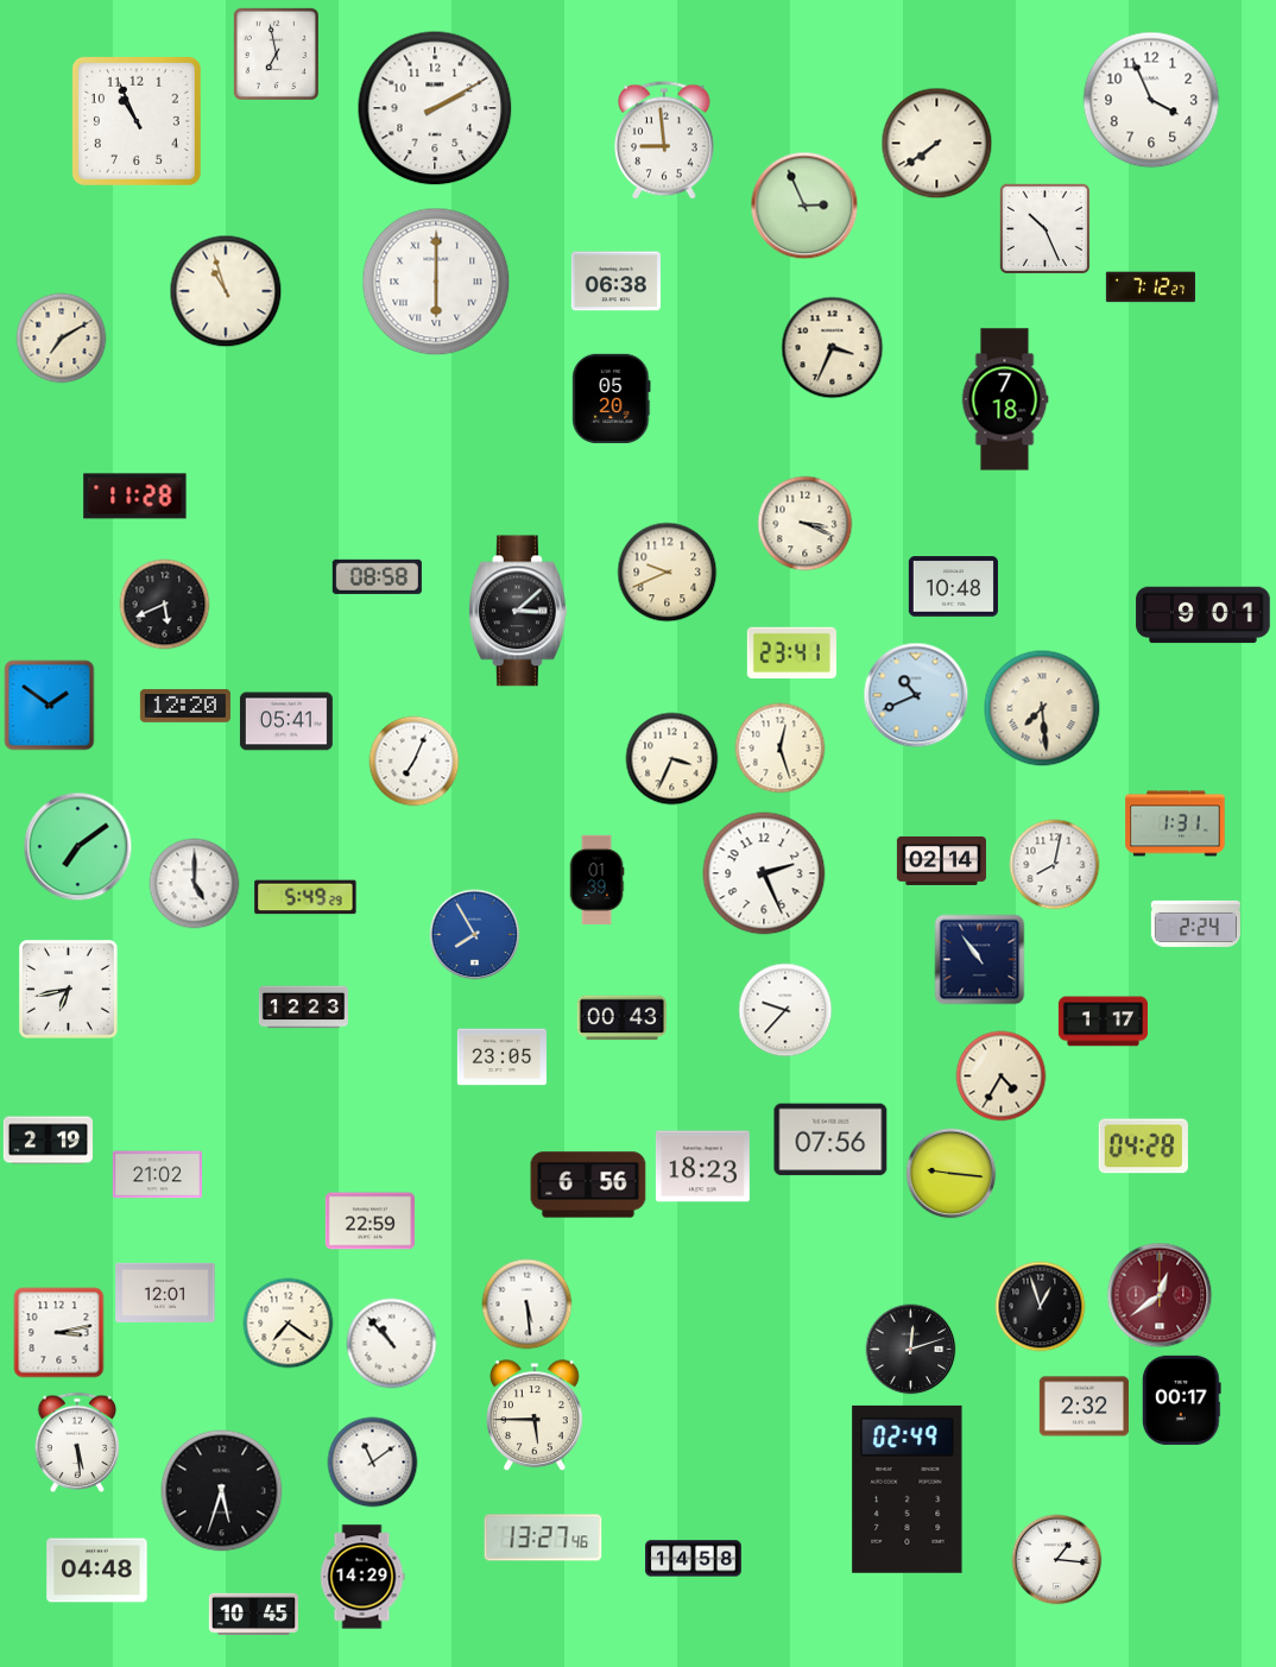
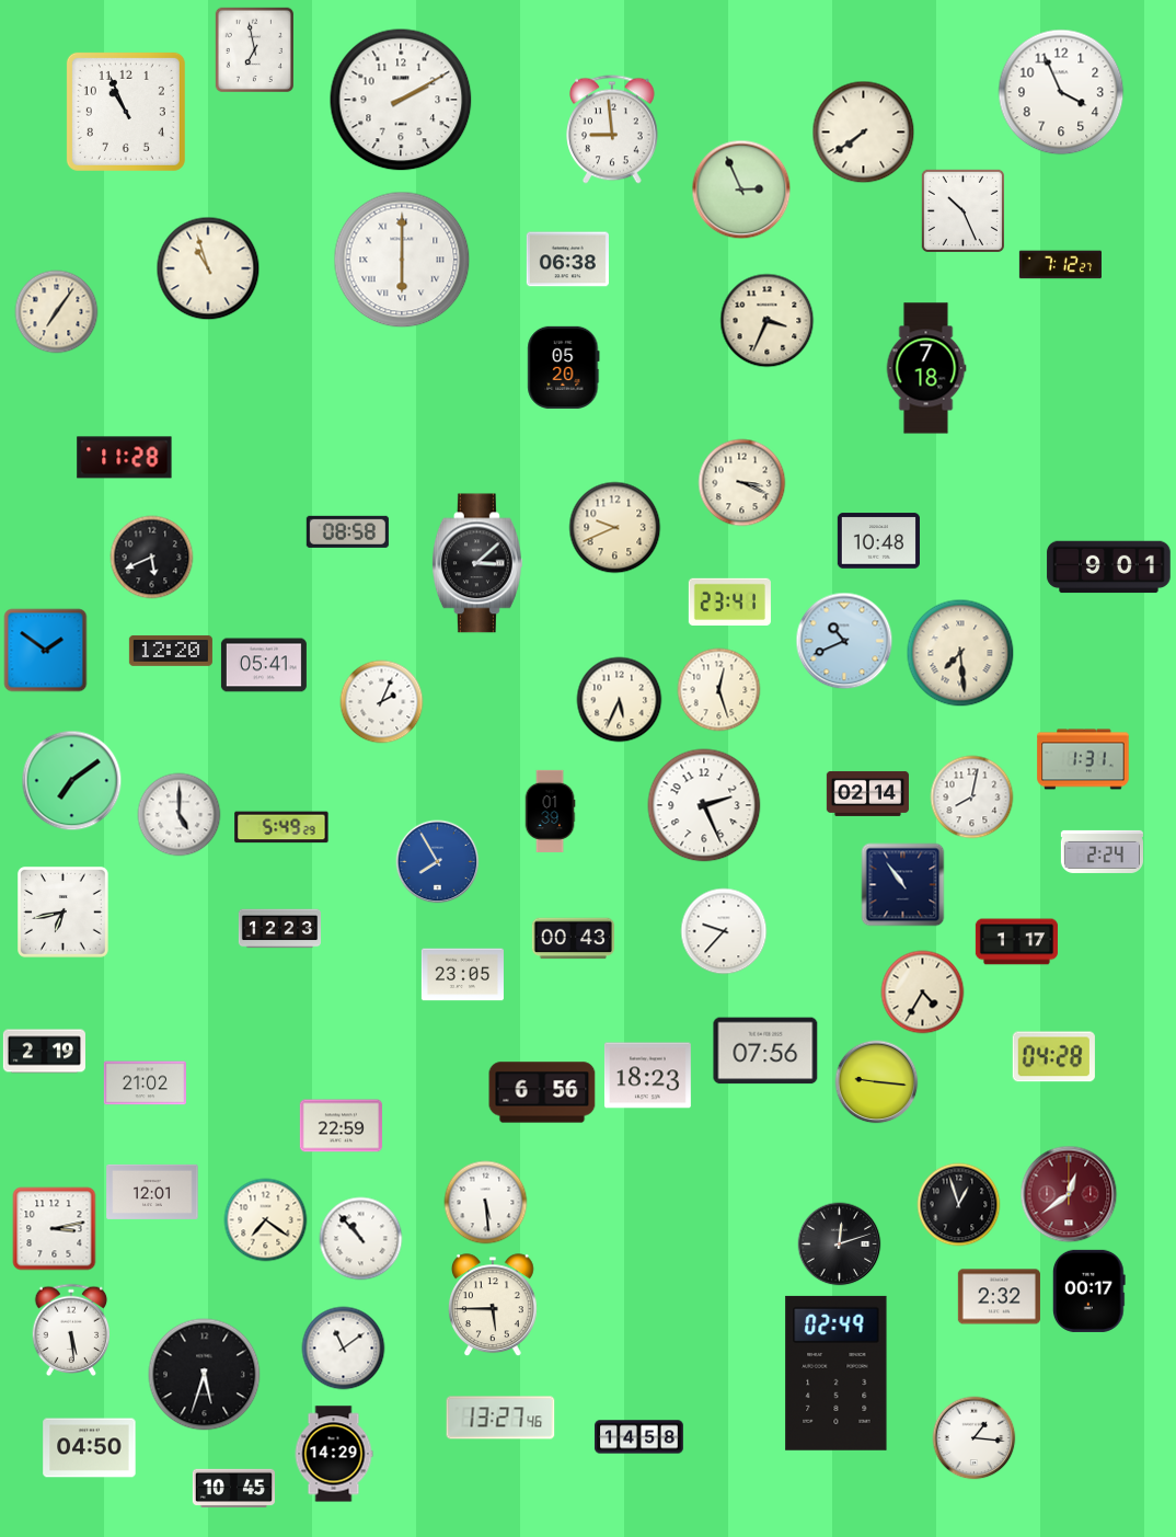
clock at (62, 339): 7:10 -> 7:06
clock at (672, 759): 3:34 -> 5:34
clock at (415, 762): 7:04 -> 2:04
clock at (97, 1571): 04:48 -> 04:50
